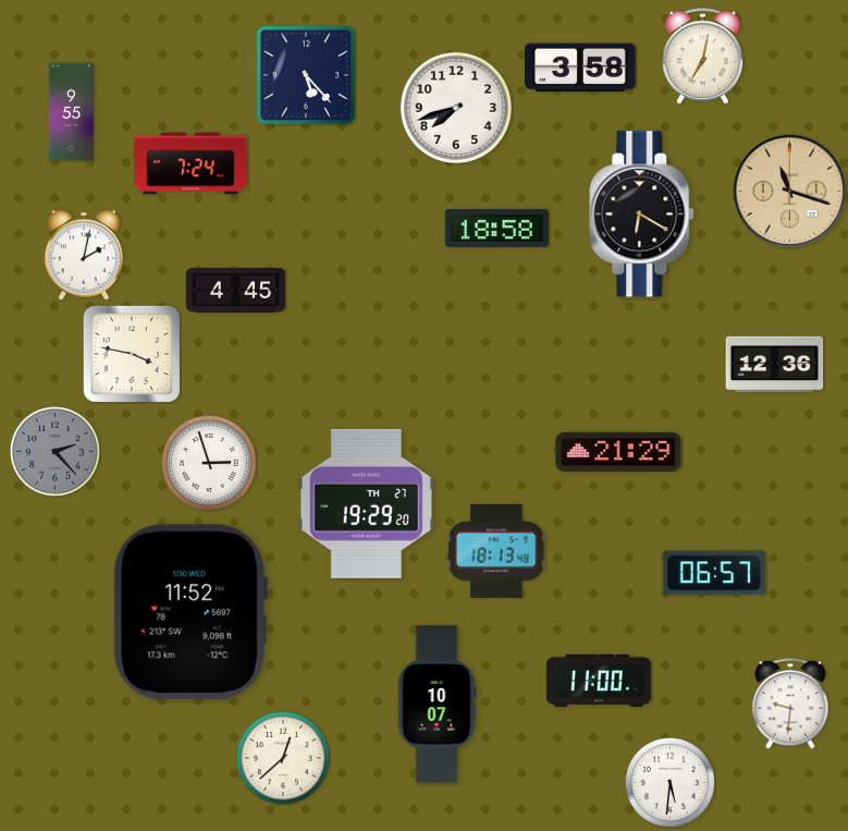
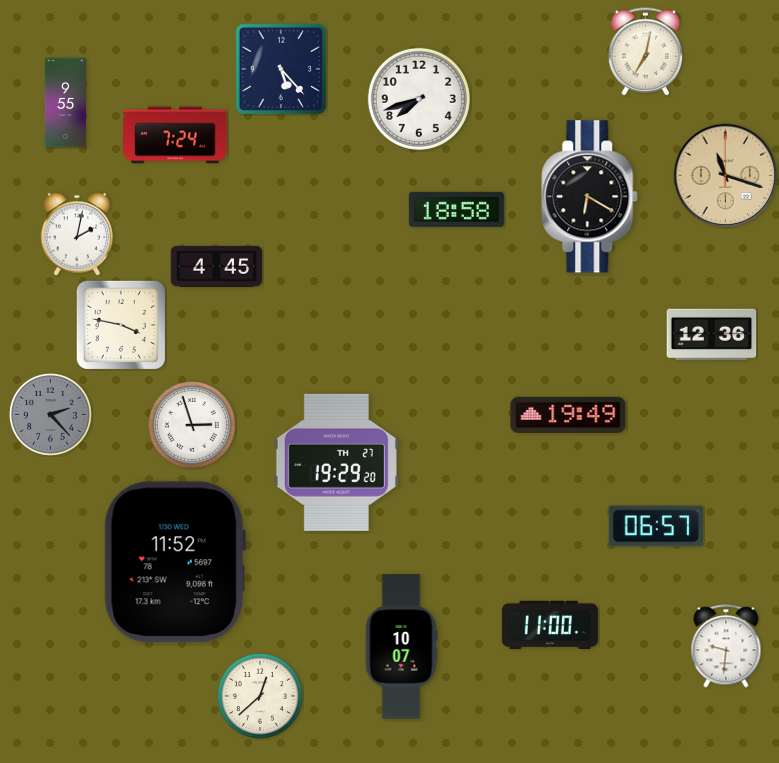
clock at (581, 68): 3:58 -> none
clock at (191, 163) position: (191, 163) -> (175, 135)
clock at (618, 452): 21:29 -> 19:49
clock at (496, 551): 18:13 -> none
clock at (669, 782): 5:31 -> none
